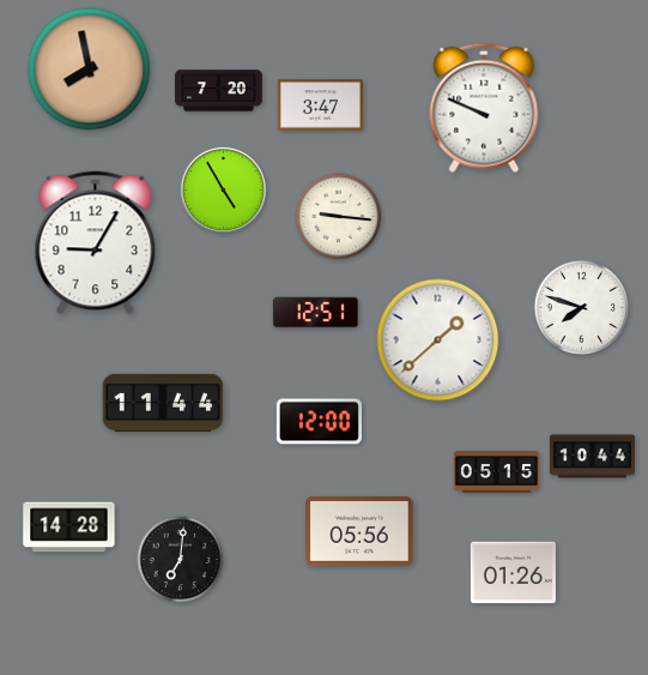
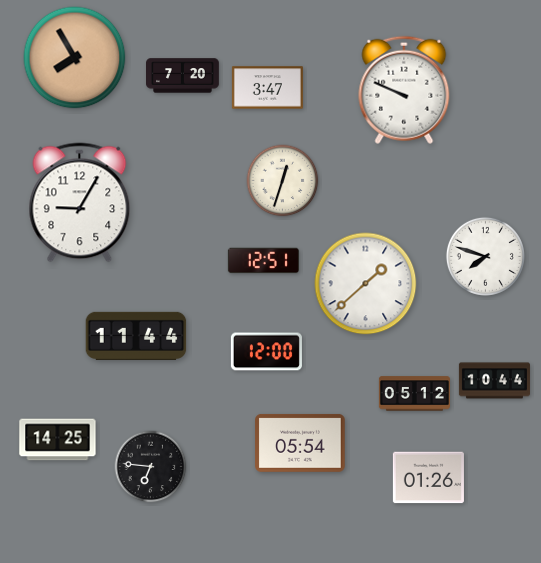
clock at (90, 70): 7:58 -> 7:55
clock at (223, 189): 4:55 -> none
clock at (339, 217): 9:16 -> 12:33
clock at (496, 472): 05:15 -> 05:12
clock at (69, 528): 14:28 -> 14:25
clock at (359, 531): 05:56 -> 05:54
clock at (181, 560): 7:01 -> 6:46
